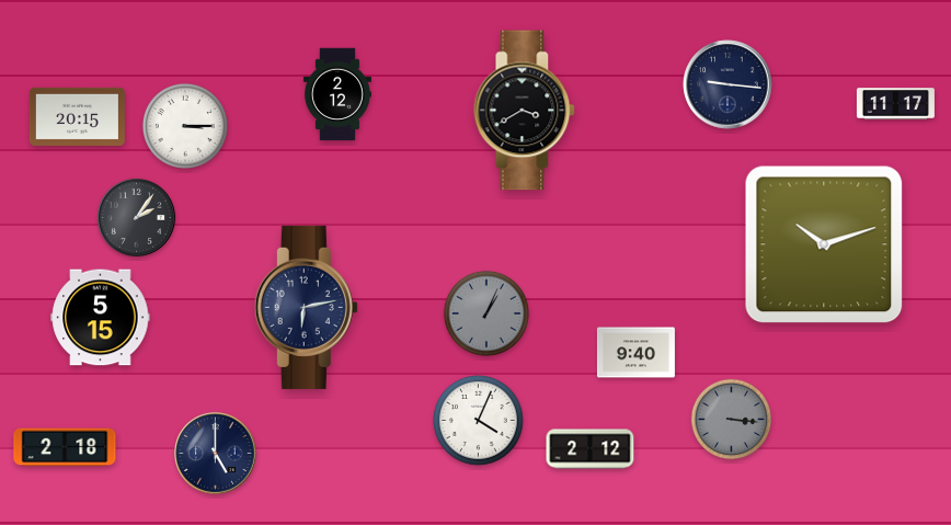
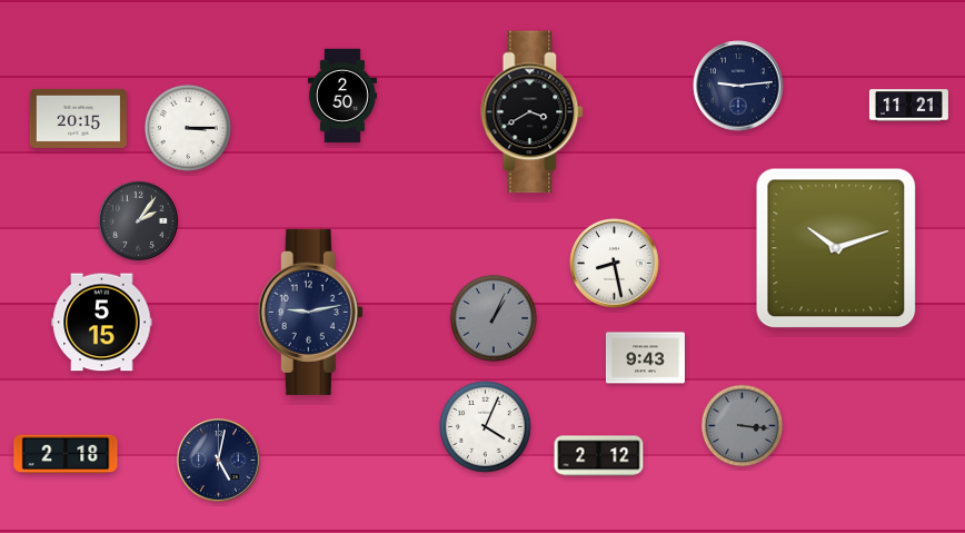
clock at (727, 84): 9:16 -> 9:14
clock at (337, 94): 2:12 -> 2:50
clock at (895, 104): 11:17 -> 11:21
clock at (615, 264): none -> 8:28
clock at (306, 307): 6:13 -> 9:13
clock at (635, 353): 9:40 -> 9:43
clock at (216, 454): 5:00 -> 5:02
